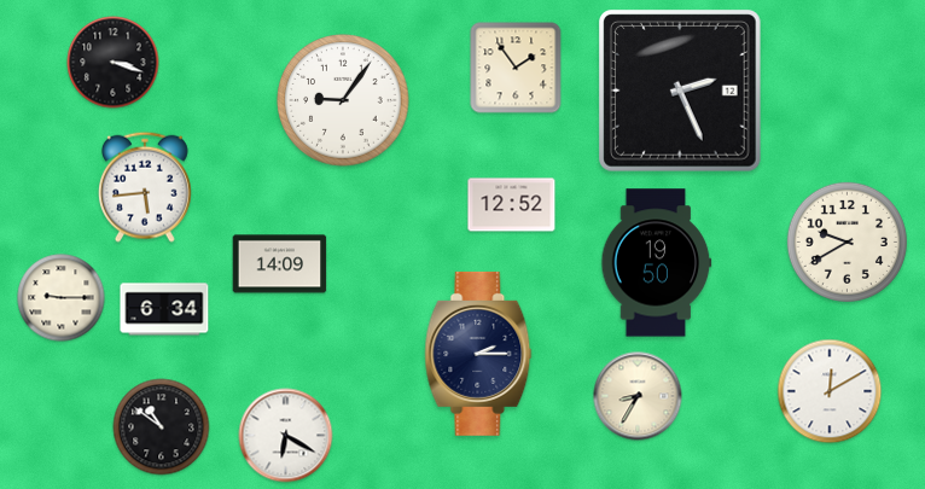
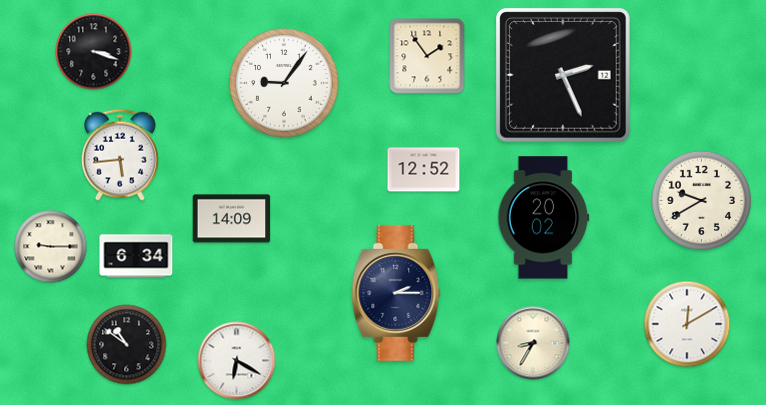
clock at (657, 263): 19:50 -> 20:02
clock at (638, 396) position: (638, 396) -> (533, 343)
clock at (162, 427) position: (162, 427) -> (127, 345)
